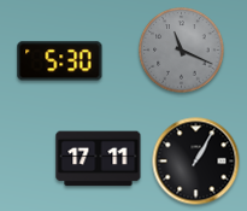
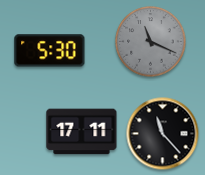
clock at (196, 162): 1:05 -> 11:23
